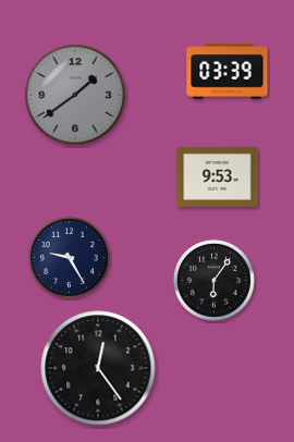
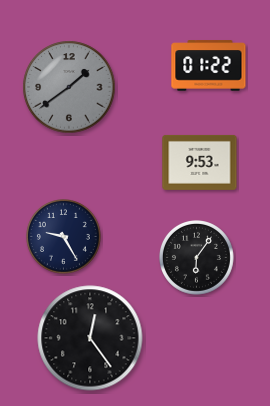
clock at (228, 72): 03:39 -> 01:22
